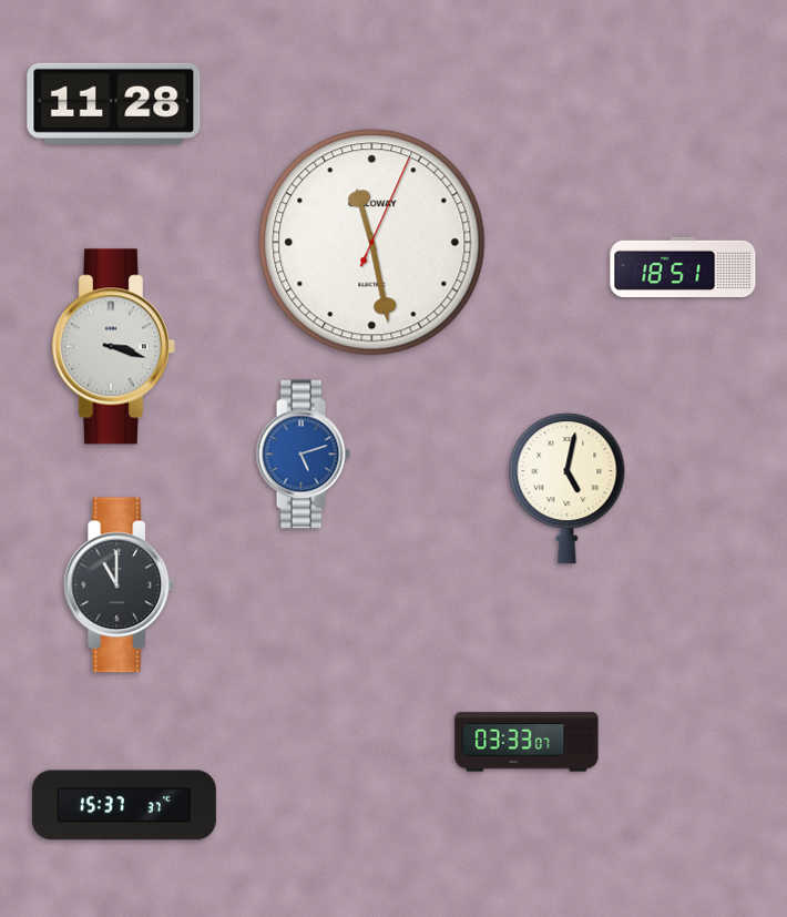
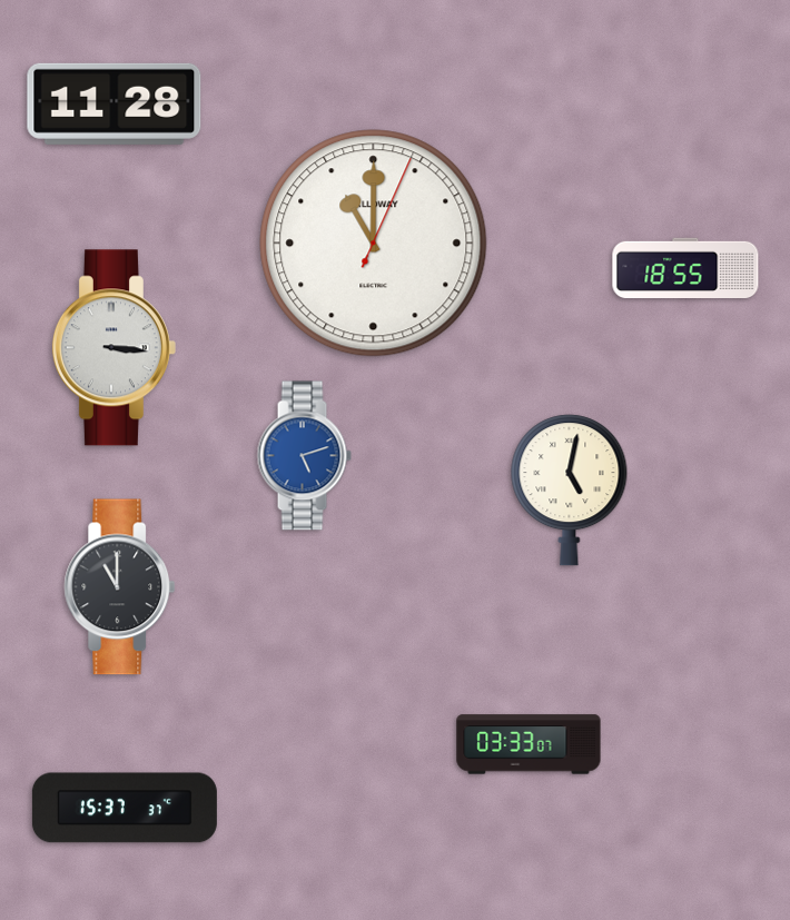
clock at (372, 243): 11:28 -> 11:00
clock at (683, 266): 18:51 -> 18:55
clock at (113, 347): 3:18 -> 3:16
